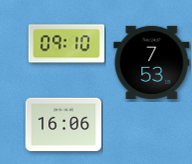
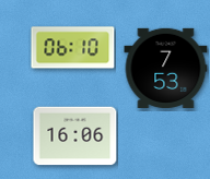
clock at (67, 44): 09:10 -> 06:10
clock at (64, 125) position: (64, 125) -> (75, 136)
